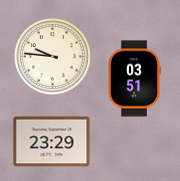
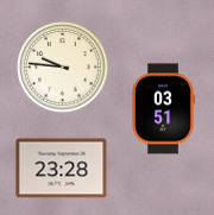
clock at (135, 79) position: (135, 79) -> (164, 109)
clock at (52, 142): 23:29 -> 23:28
